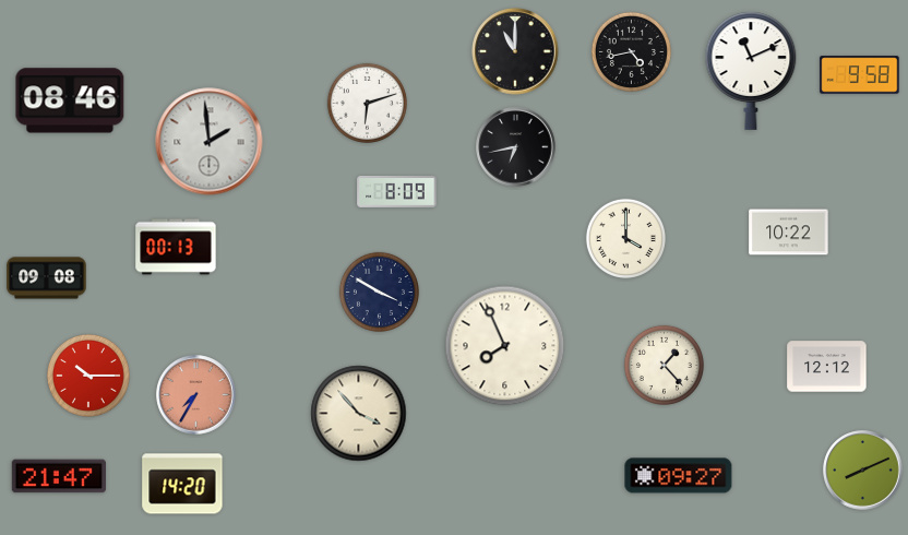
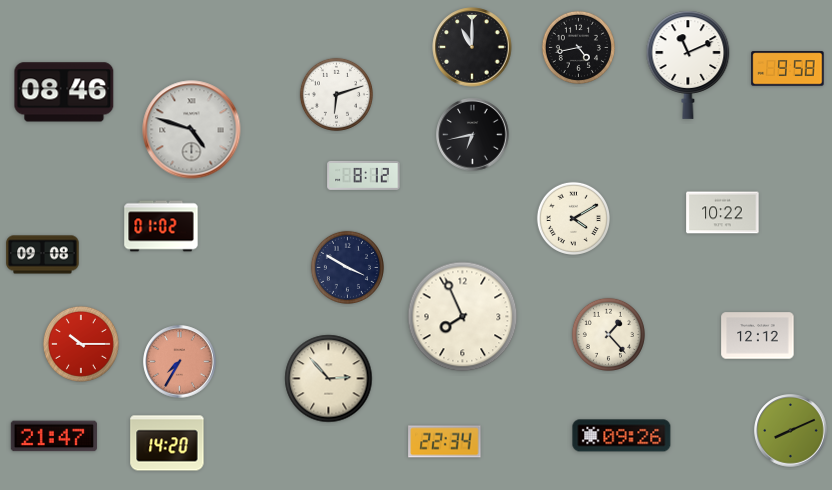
clock at (210, 142): 1:59 -> 4:48
clock at (397, 191): 8:09 -> 8:12
clock at (625, 238): 4:00 -> 4:10
clock at (176, 247): 00:13 -> 01:02
clock at (359, 414): 3:53 -> 2:53
clock at (679, 476): 09:27 -> 09:26
clock at (445, 442): none -> 22:34
